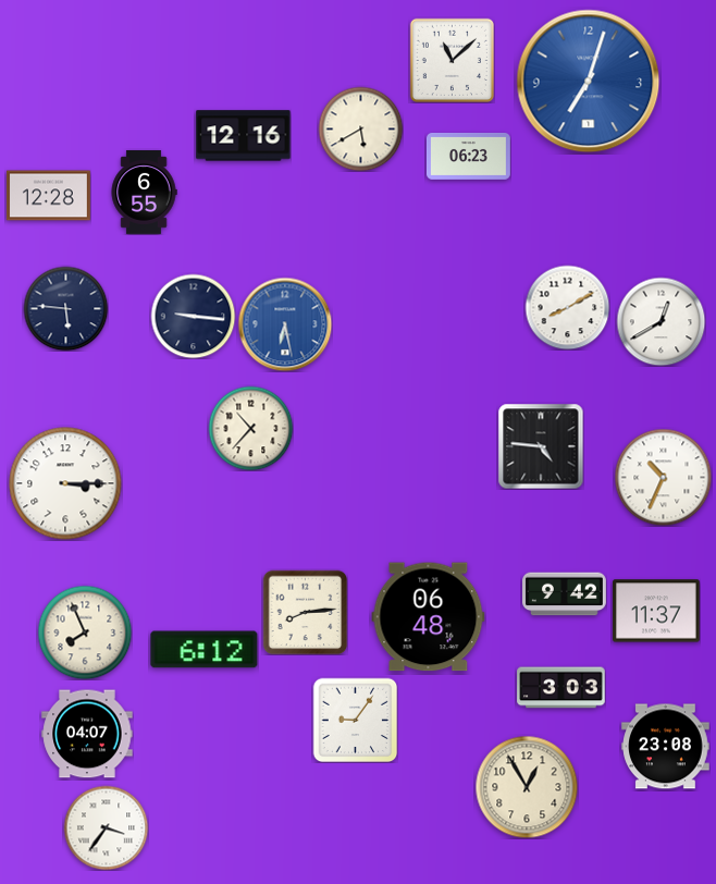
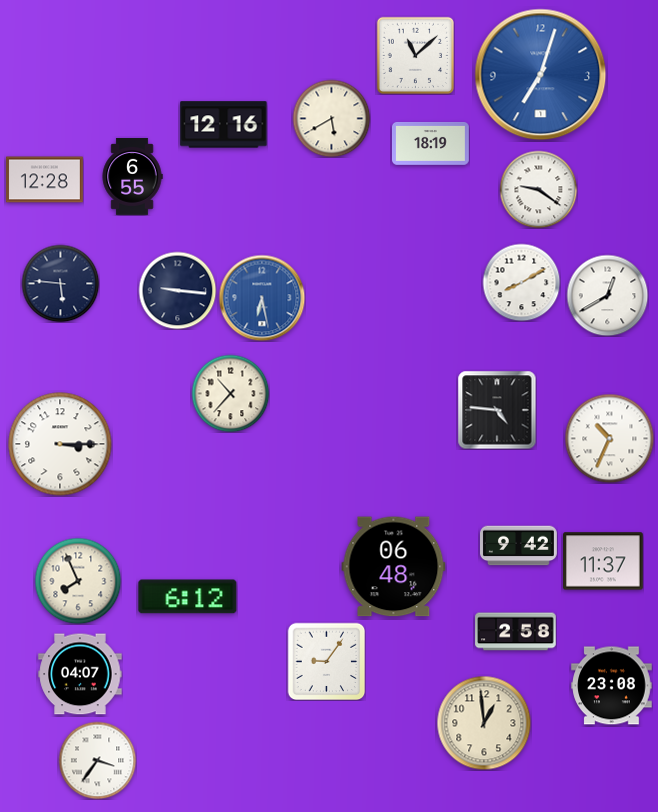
clock at (468, 156): 06:23 -> 18:19
clock at (538, 189): none -> 9:21
clock at (305, 612): 8:14 -> none
clock at (561, 688): 3:03 -> 2:58
clock at (527, 787): 12:55 -> 12:59
